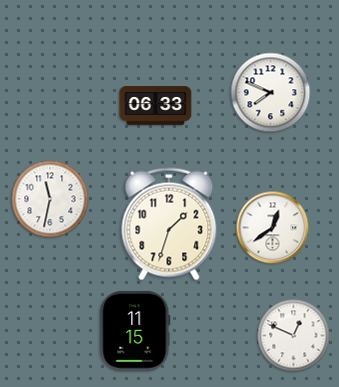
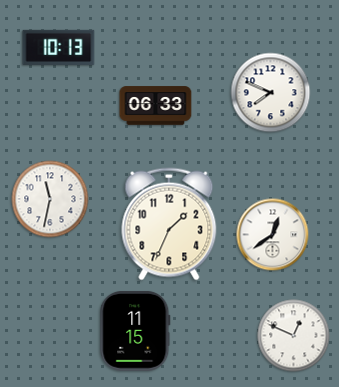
clock at (59, 47): none -> 10:13
clock at (169, 224): 1:33 -> 1:34
clock at (273, 228) position: (273, 228) -> (273, 235)
